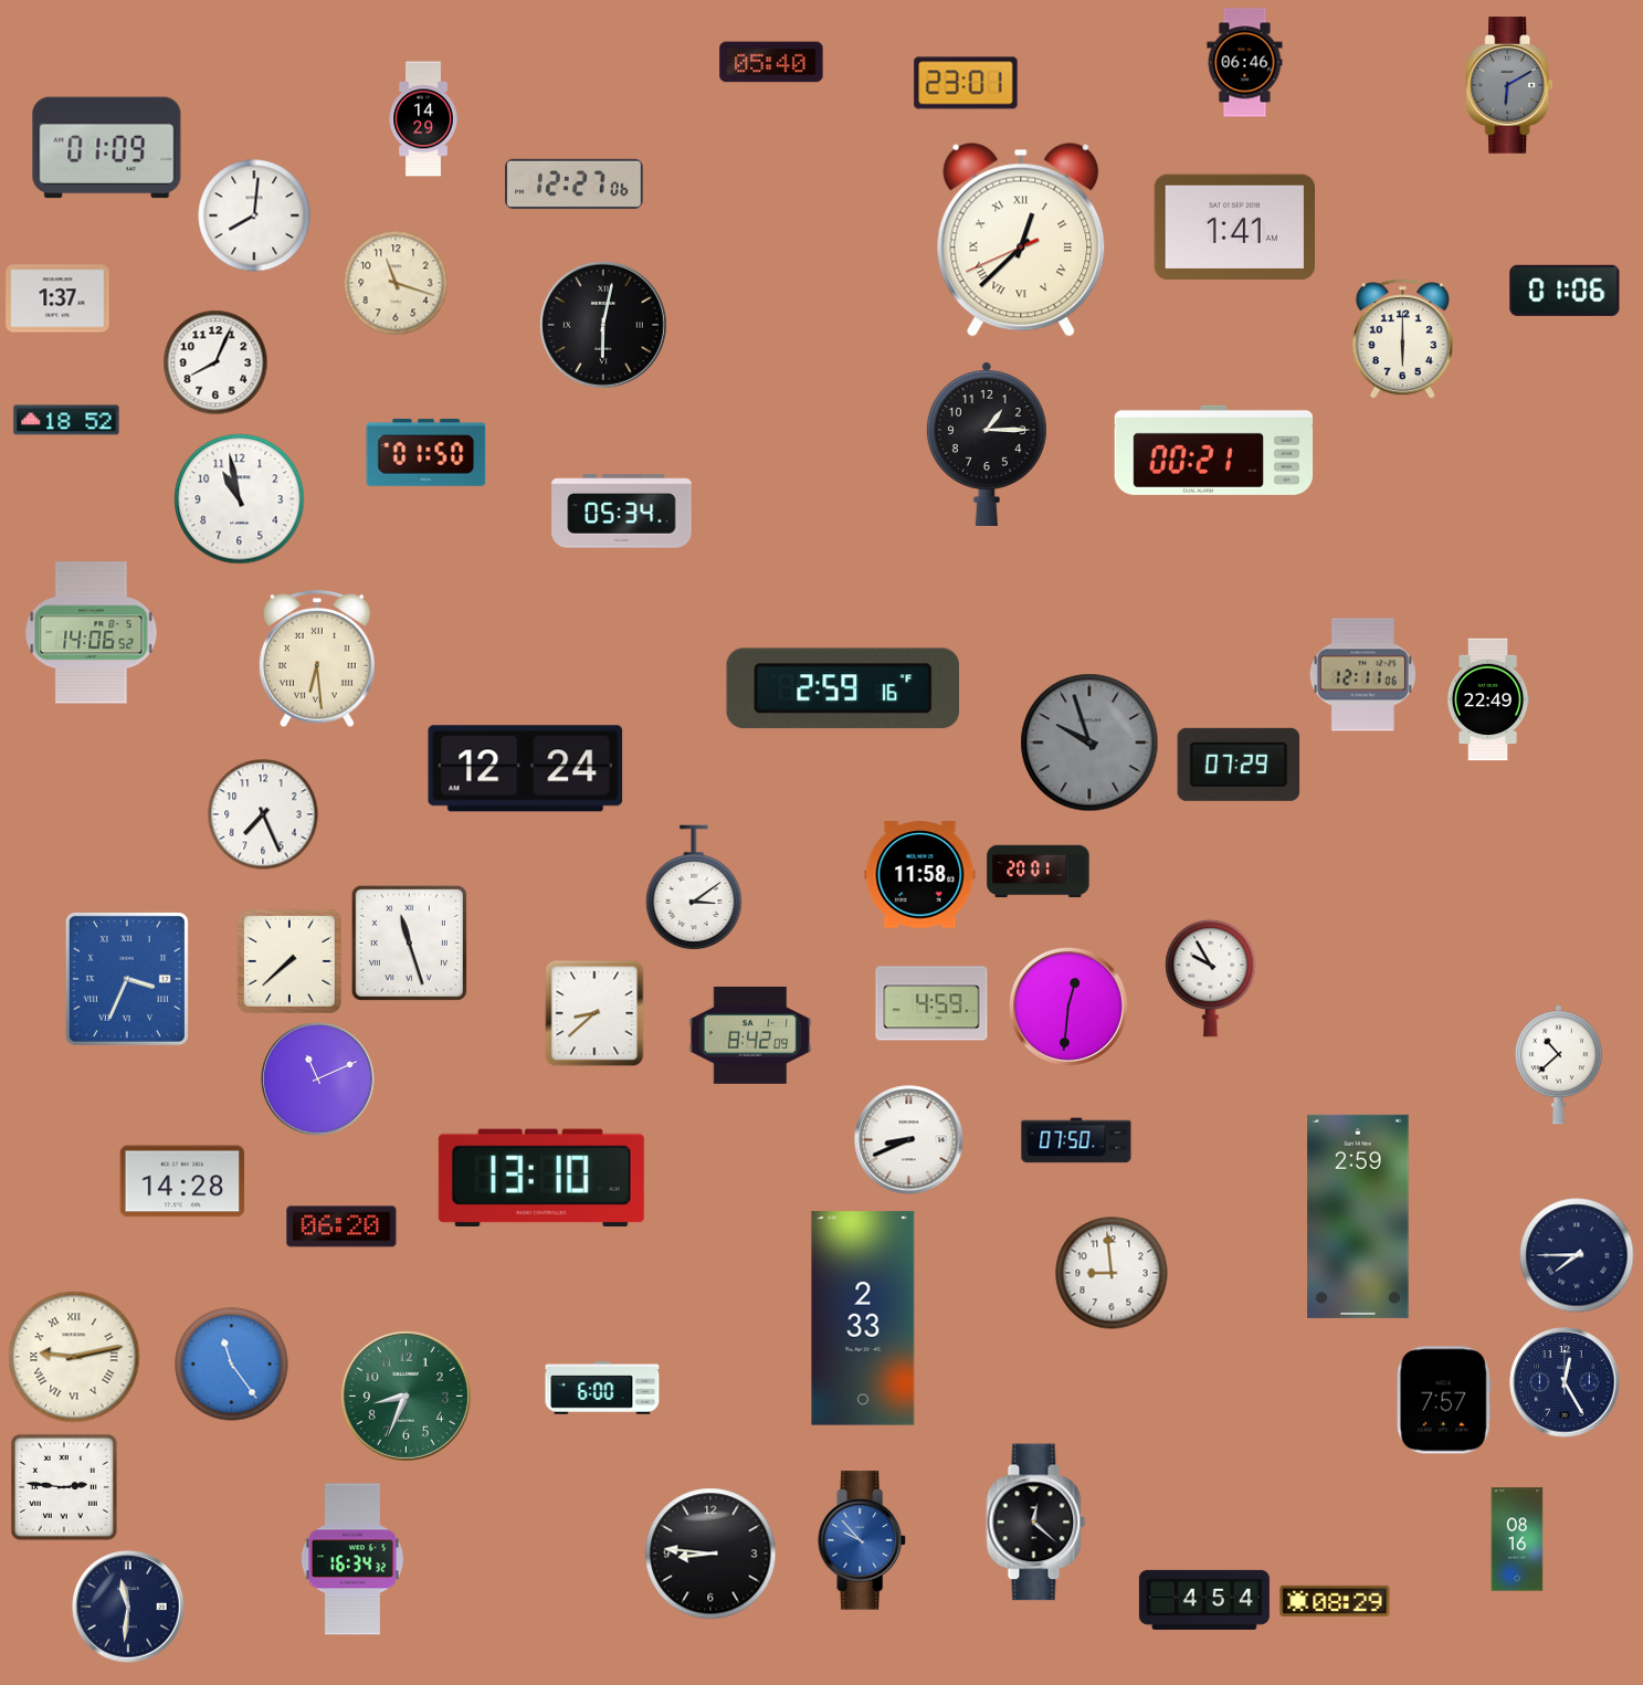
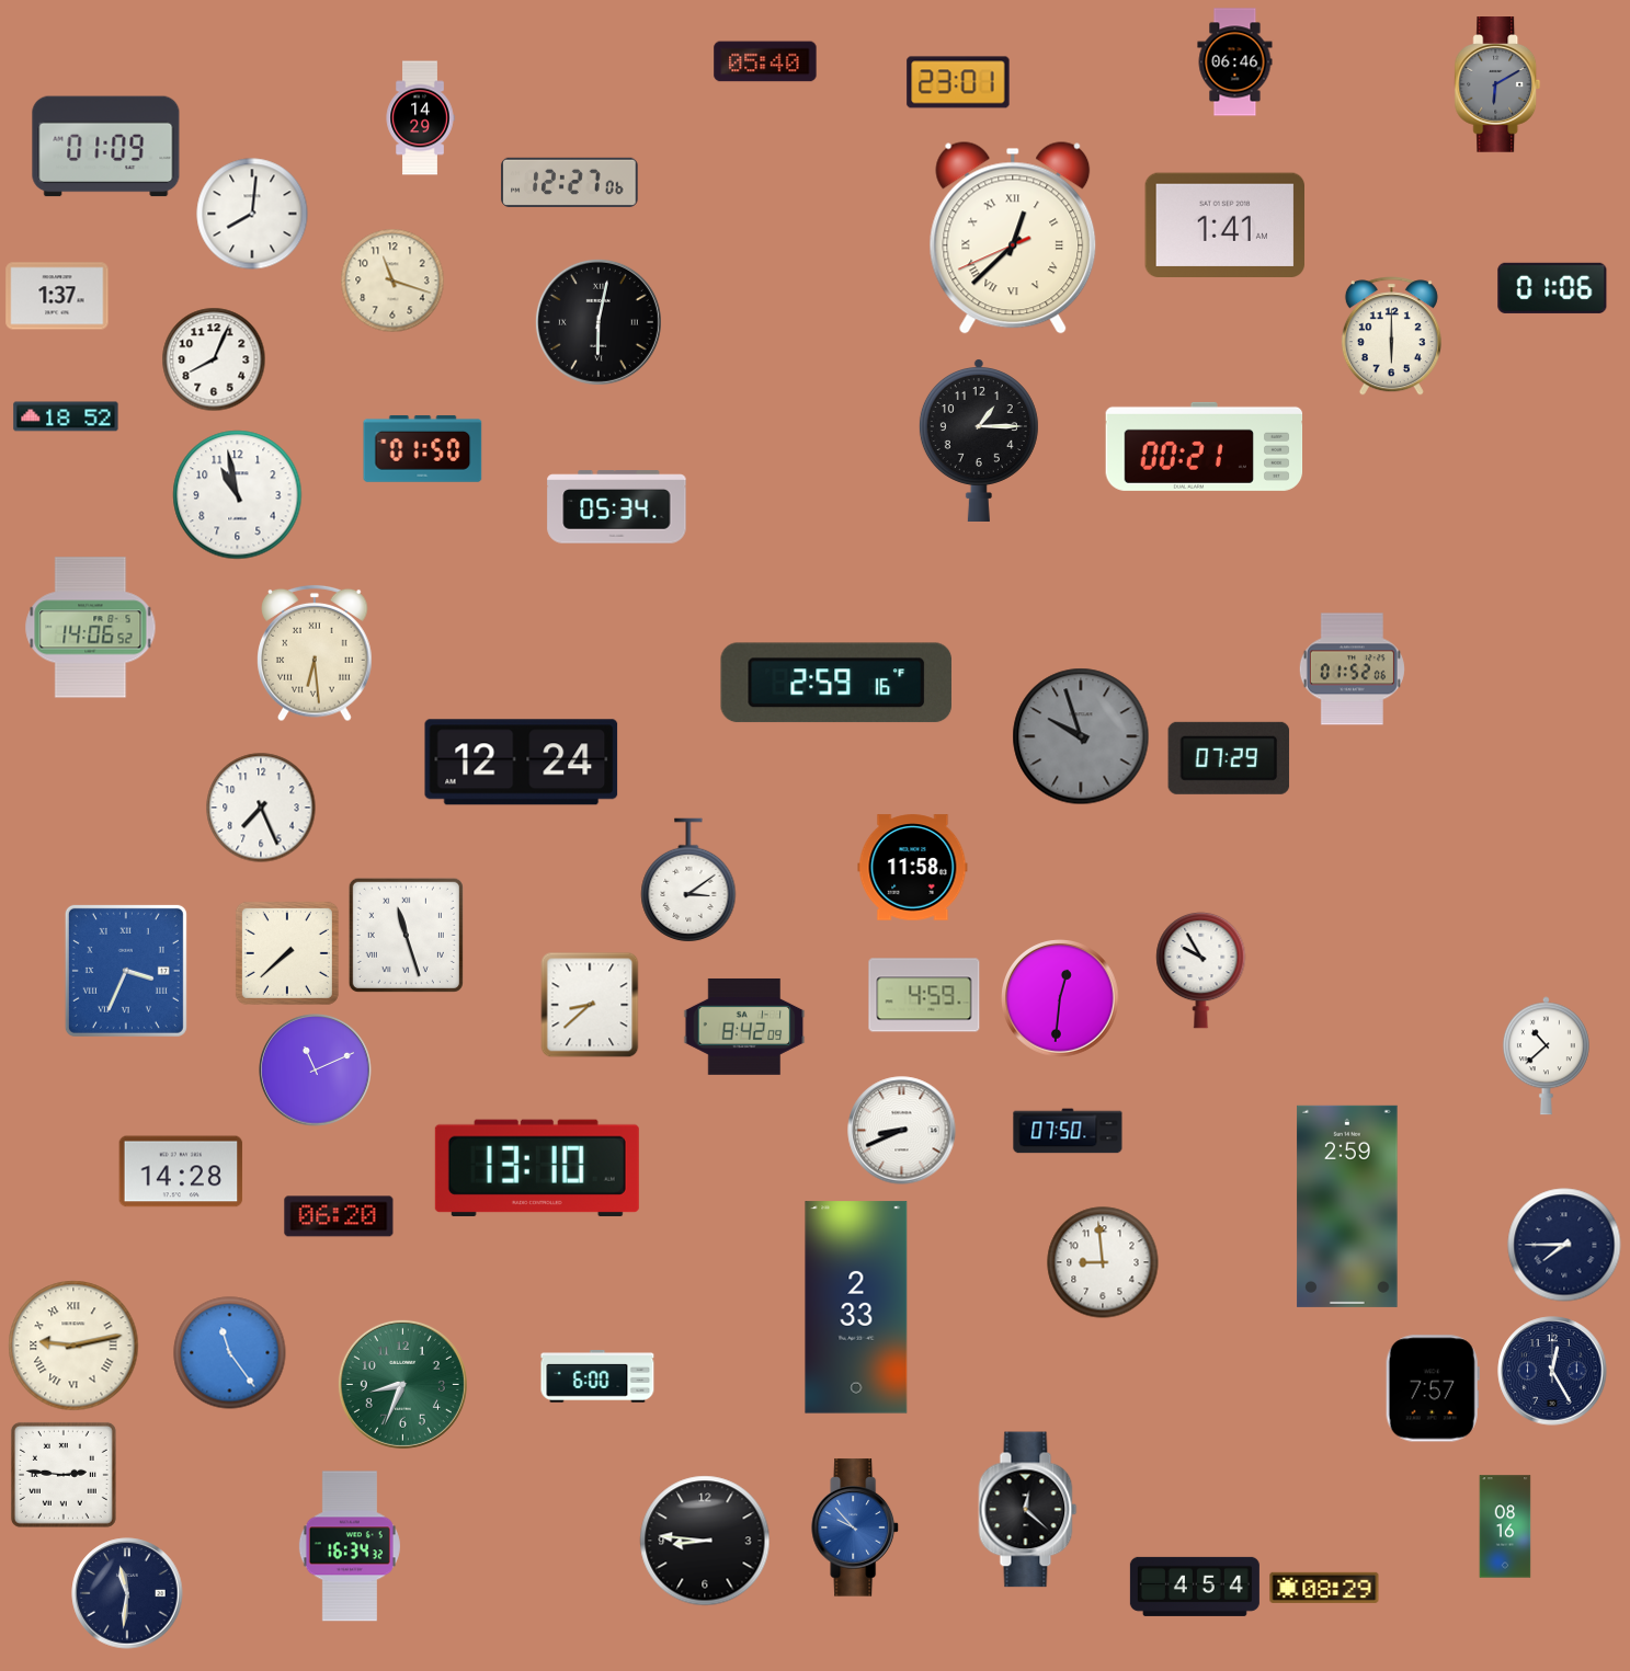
clock at (1362, 675): 12:11 -> 01:52
clock at (1488, 699): 22:49 -> none
clock at (1039, 872): 20:01 -> none
